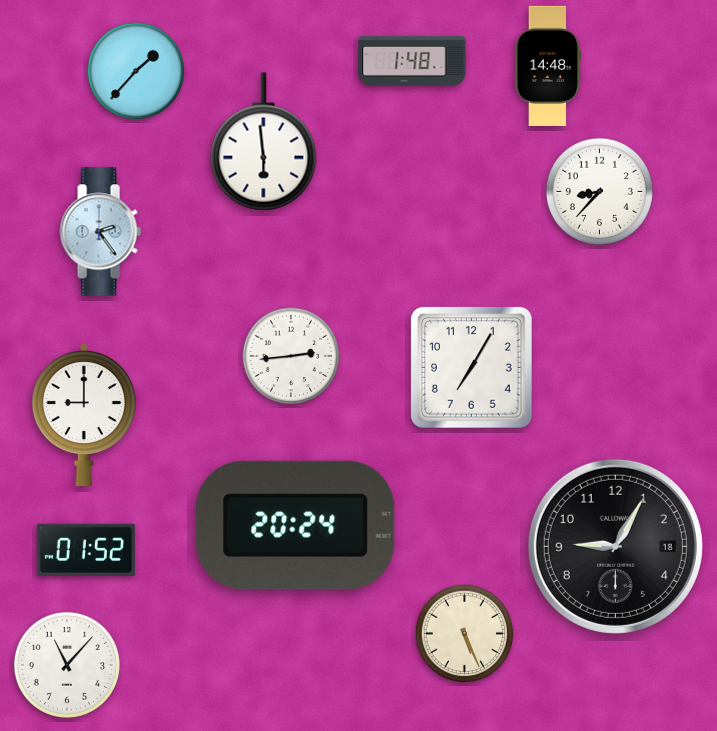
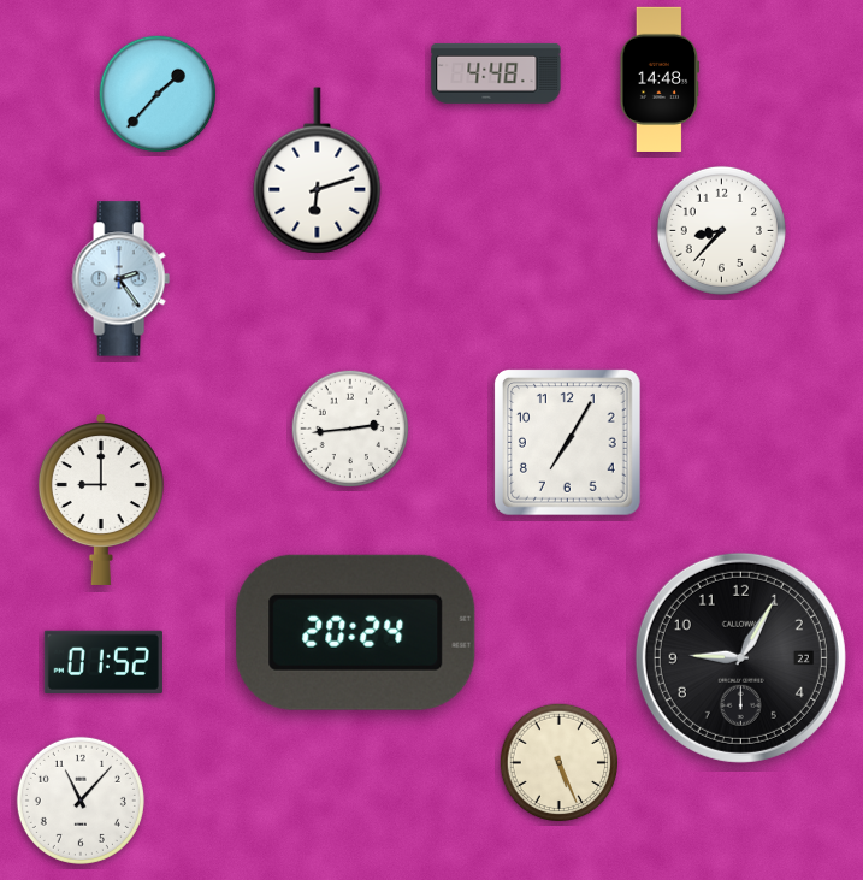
clock at (412, 61): 1:48 -> 4:48
clock at (136, 71) position: (136, 71) -> (158, 94)
clock at (264, 142): 5:59 -> 6:12
clock at (615, 546) date: 18 -> 22
